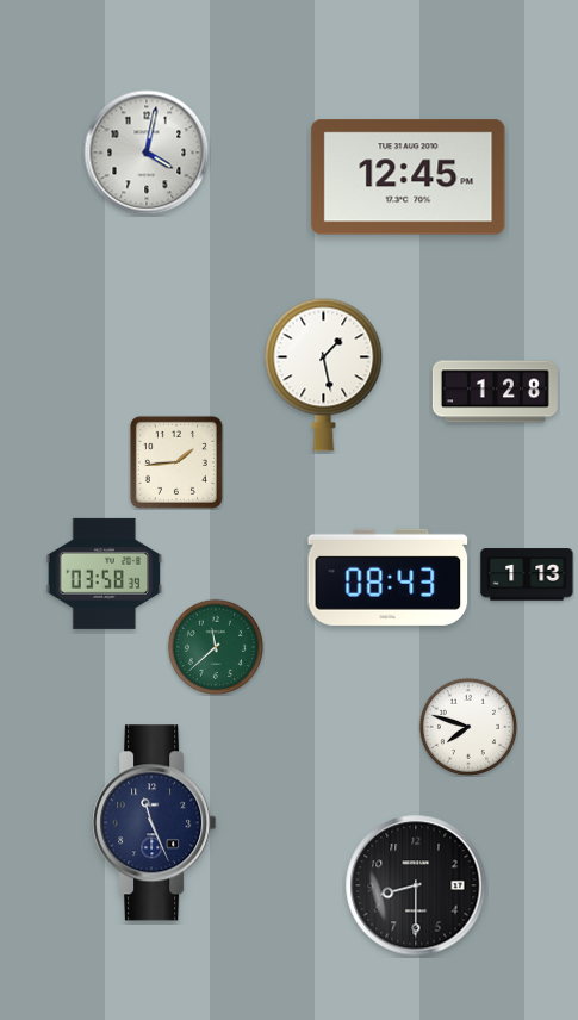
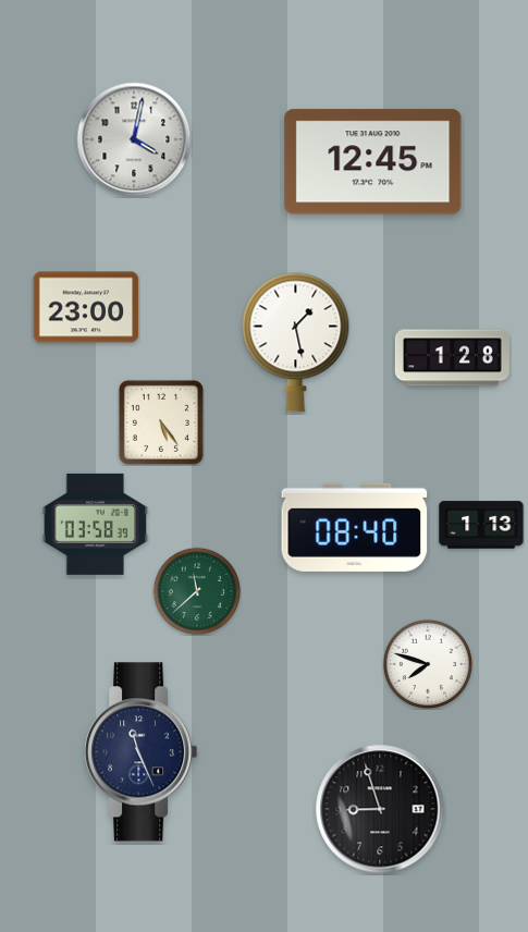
clock at (86, 307): none -> 23:00
clock at (176, 462): 1:44 -> 5:24
clock at (389, 577): 08:43 -> 08:40
clock at (416, 885): 8:30 -> 8:57
